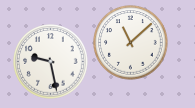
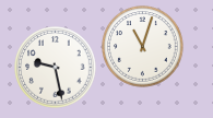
clock at (131, 43): 11:08 -> 11:03
